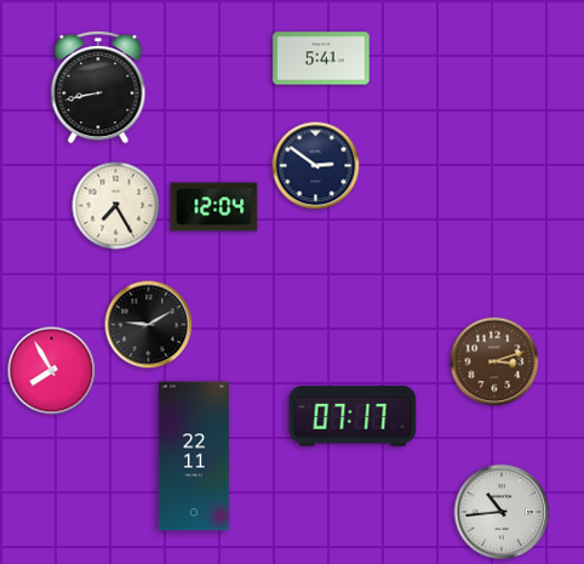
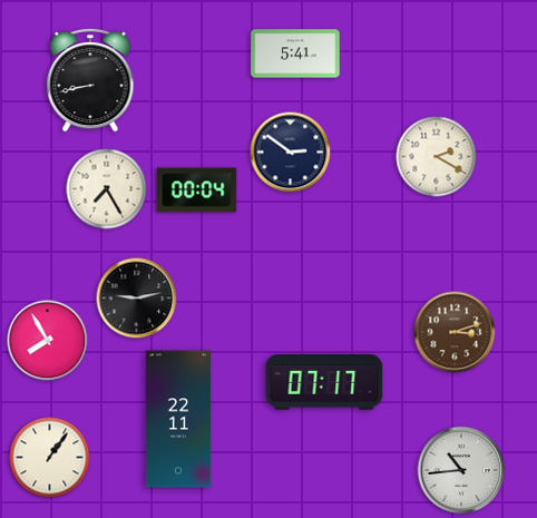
clock at (437, 157): none -> 2:20
clock at (214, 207): 12:04 -> 00:04
clock at (149, 325): 9:10 -> 9:13
clock at (50, 458): none -> 1:06
